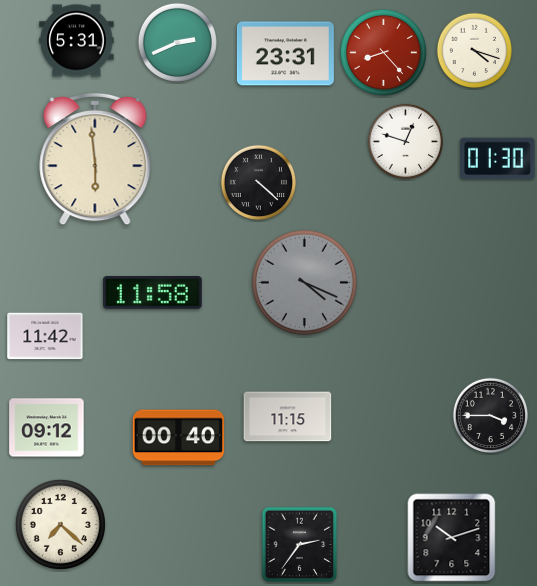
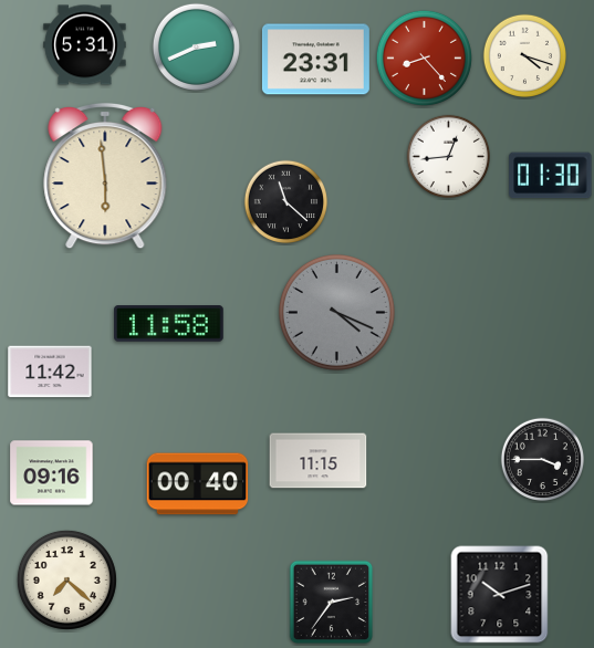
clock at (405, 141): 12:48 -> 12:44
clock at (258, 182): 4:22 -> 11:22
clock at (47, 428): 09:12 -> 09:16
